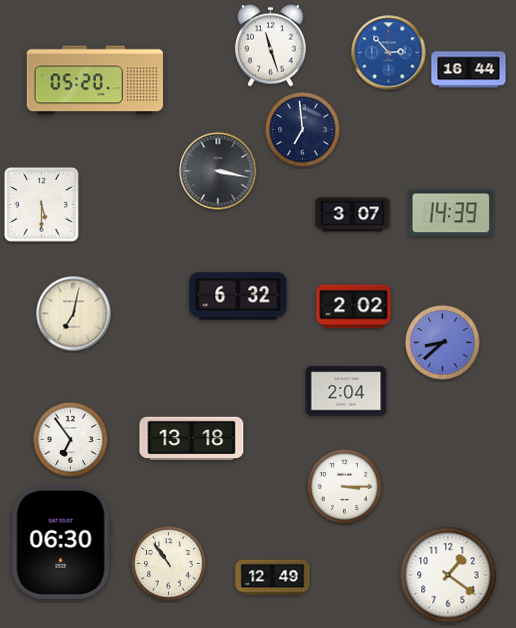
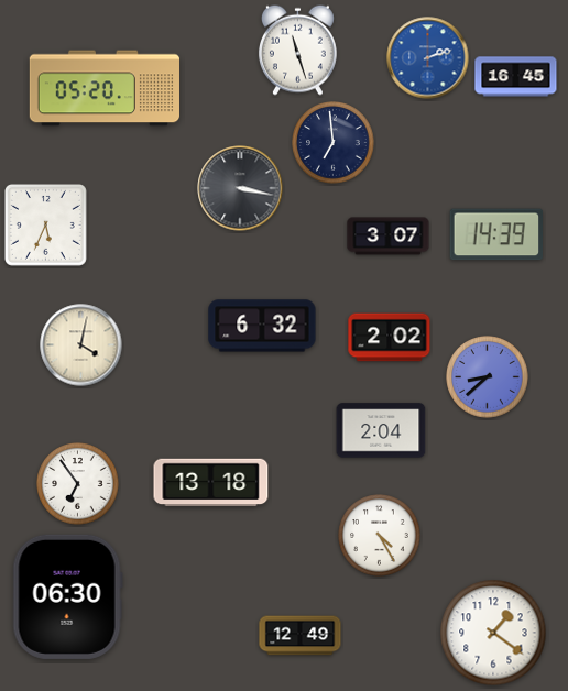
clock at (389, 53): 2:53 -> 2:12
clock at (469, 70): 16:44 -> 16:45
clock at (41, 204): 5:30 -> 5:34
clock at (74, 314): 7:02 -> 4:02
clock at (345, 487): 3:15 -> 4:25
clock at (169, 564): 10:54 -> none
